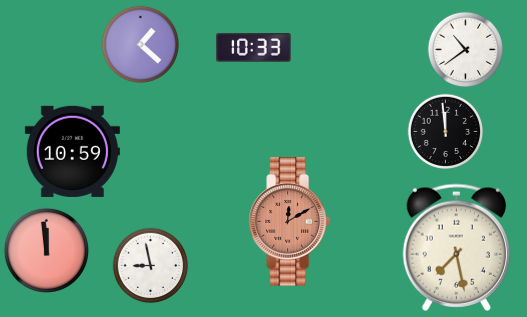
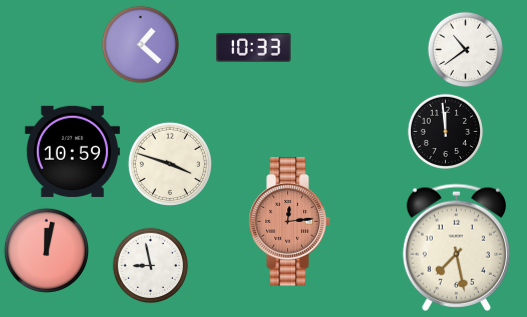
clock at (170, 164): none -> 3:48
clock at (289, 222): 12:10 -> 12:14
clock at (46, 250): 11:59 -> 12:02
